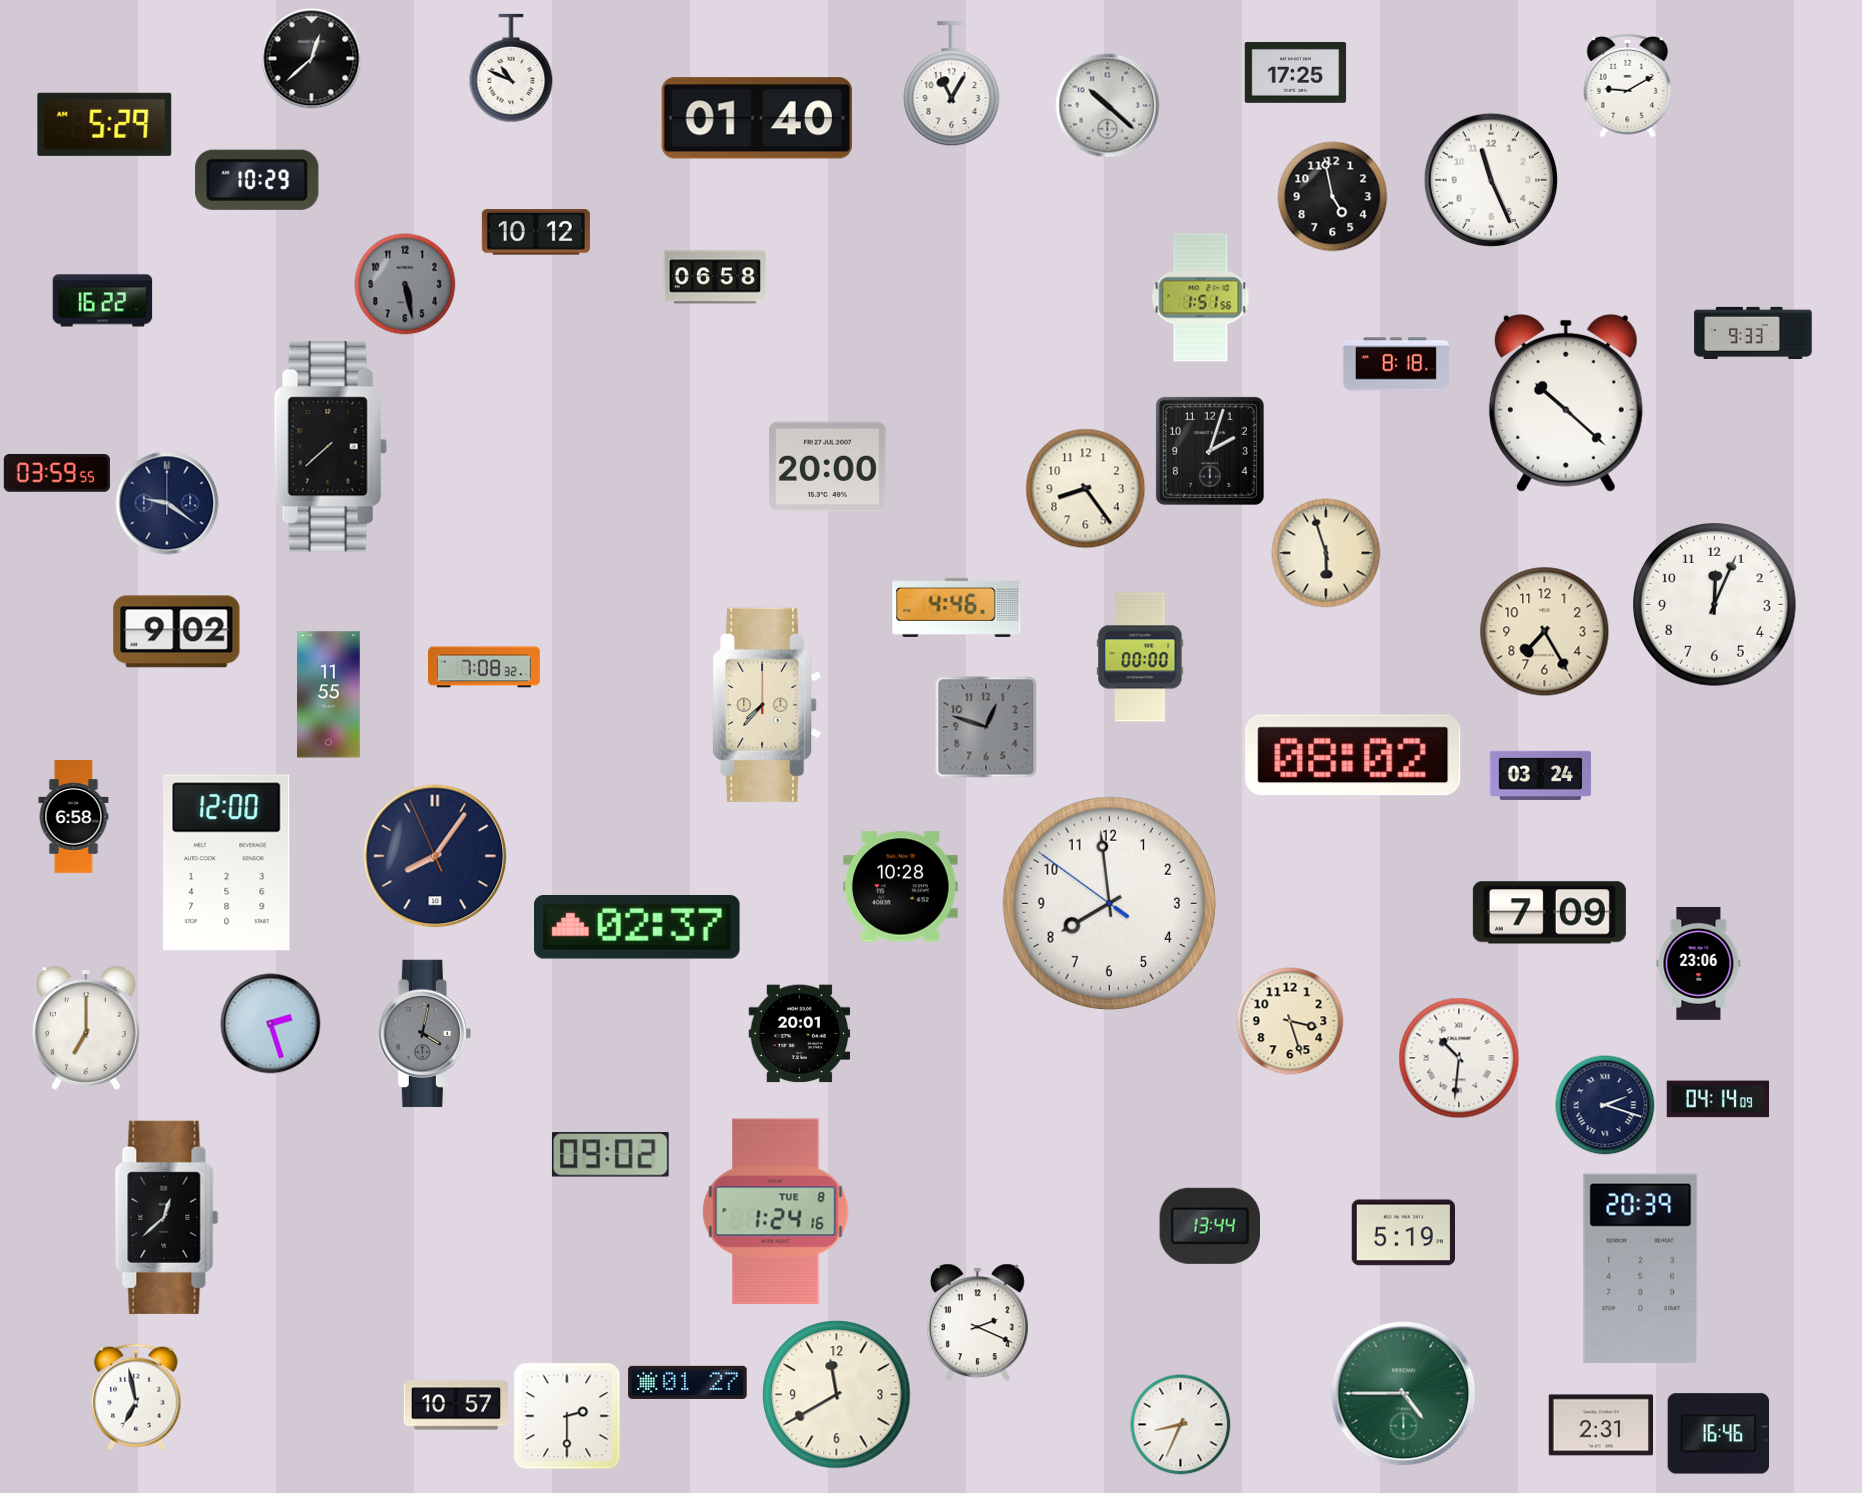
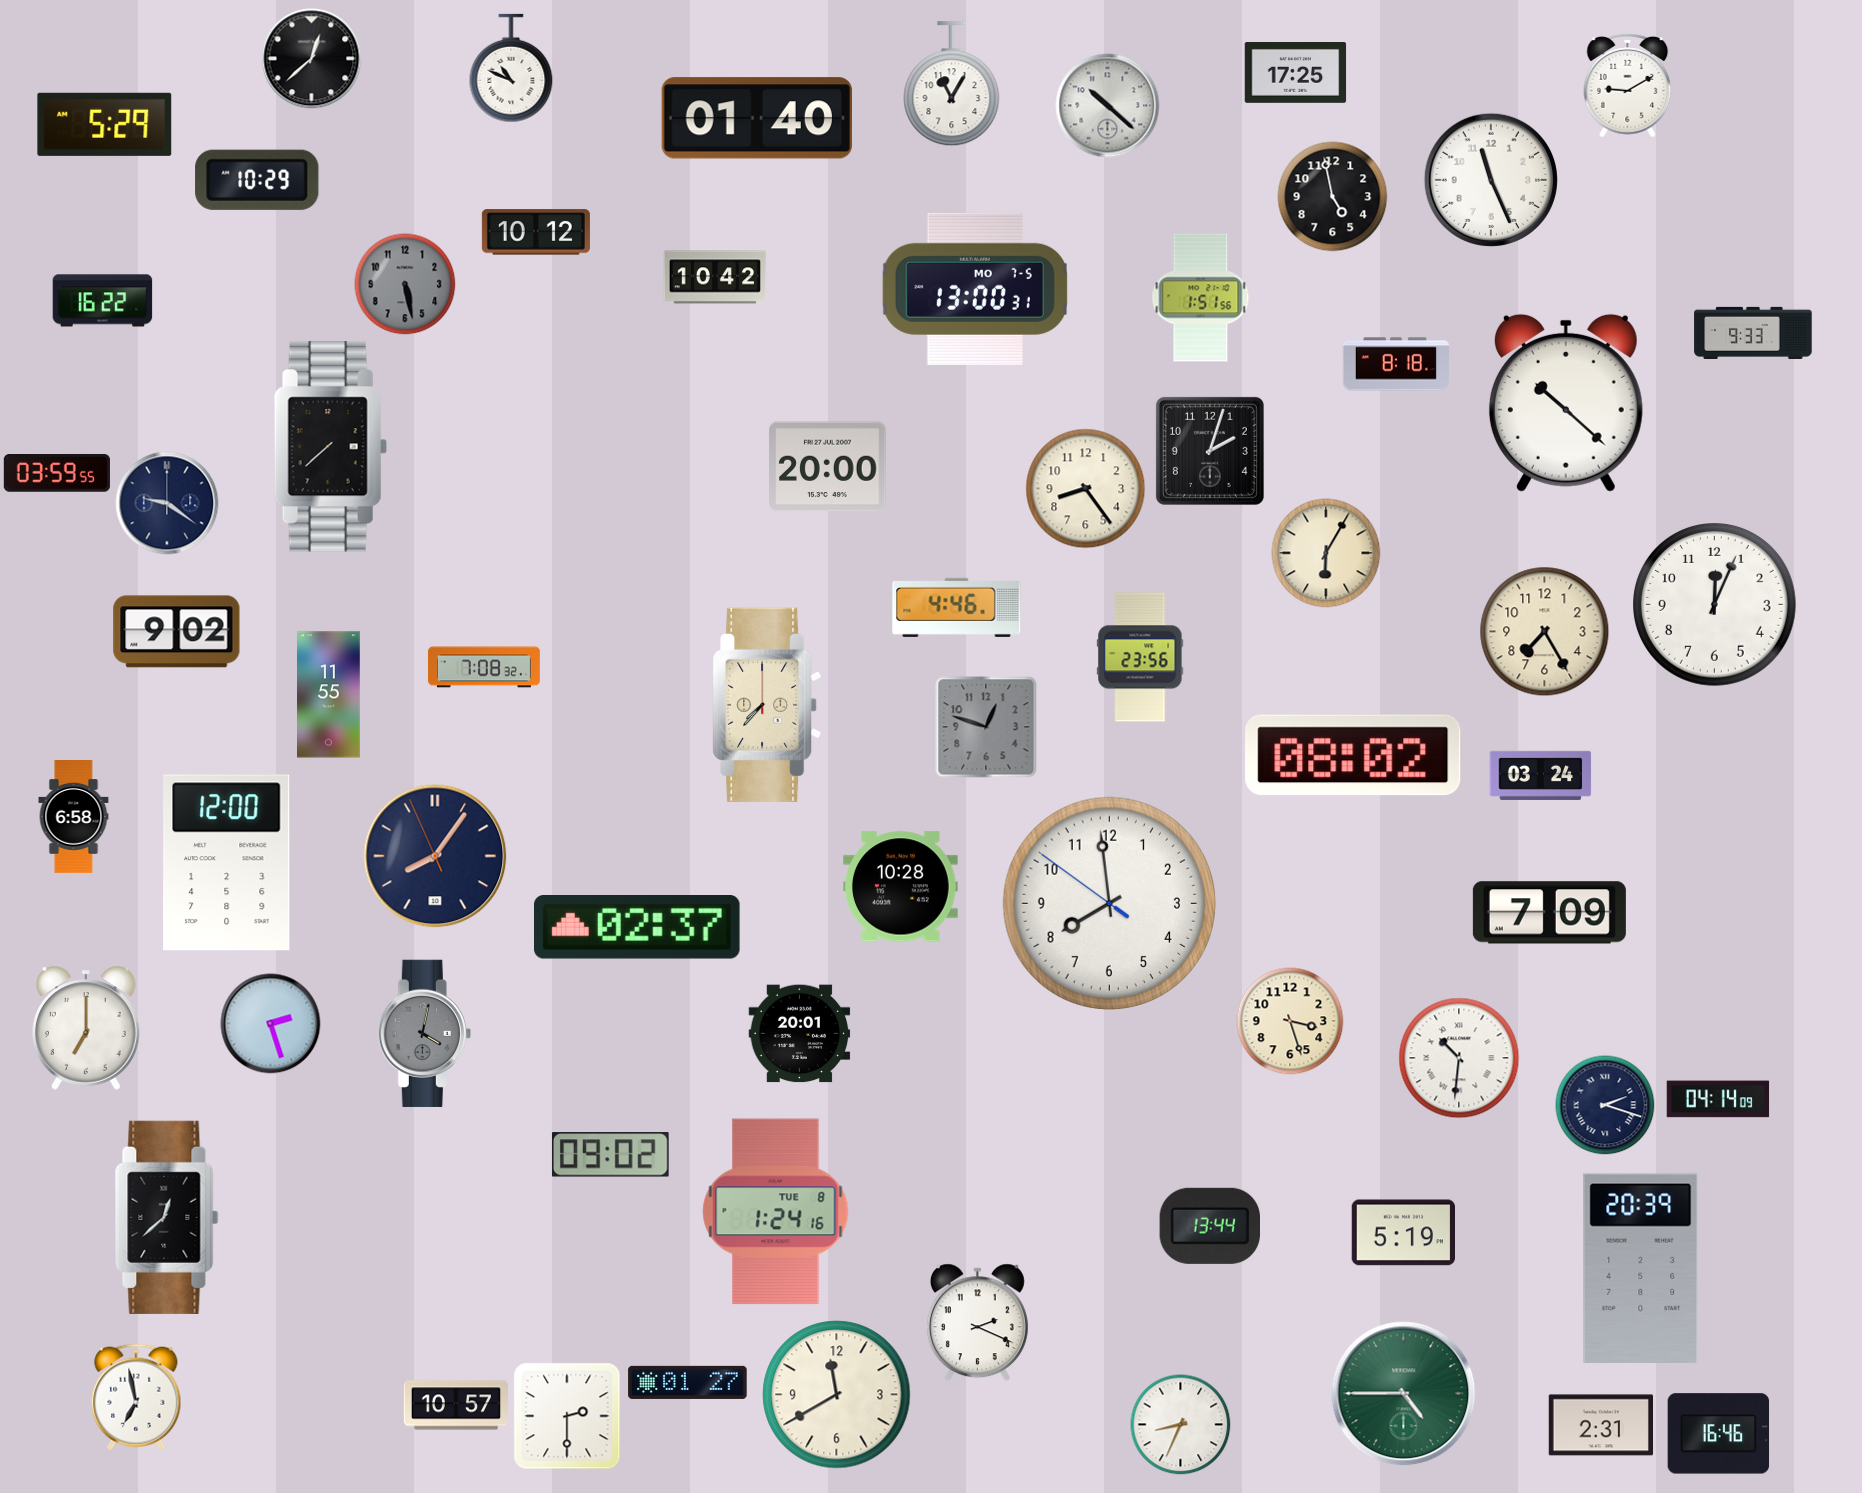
clock at (715, 277): 06:58 -> 10:42
clock at (975, 289): none -> 13:00
clock at (1326, 553): 5:57 -> 6:05
clock at (1140, 657): 00:00 -> 23:56
clock at (1699, 963): 23:06 -> none
